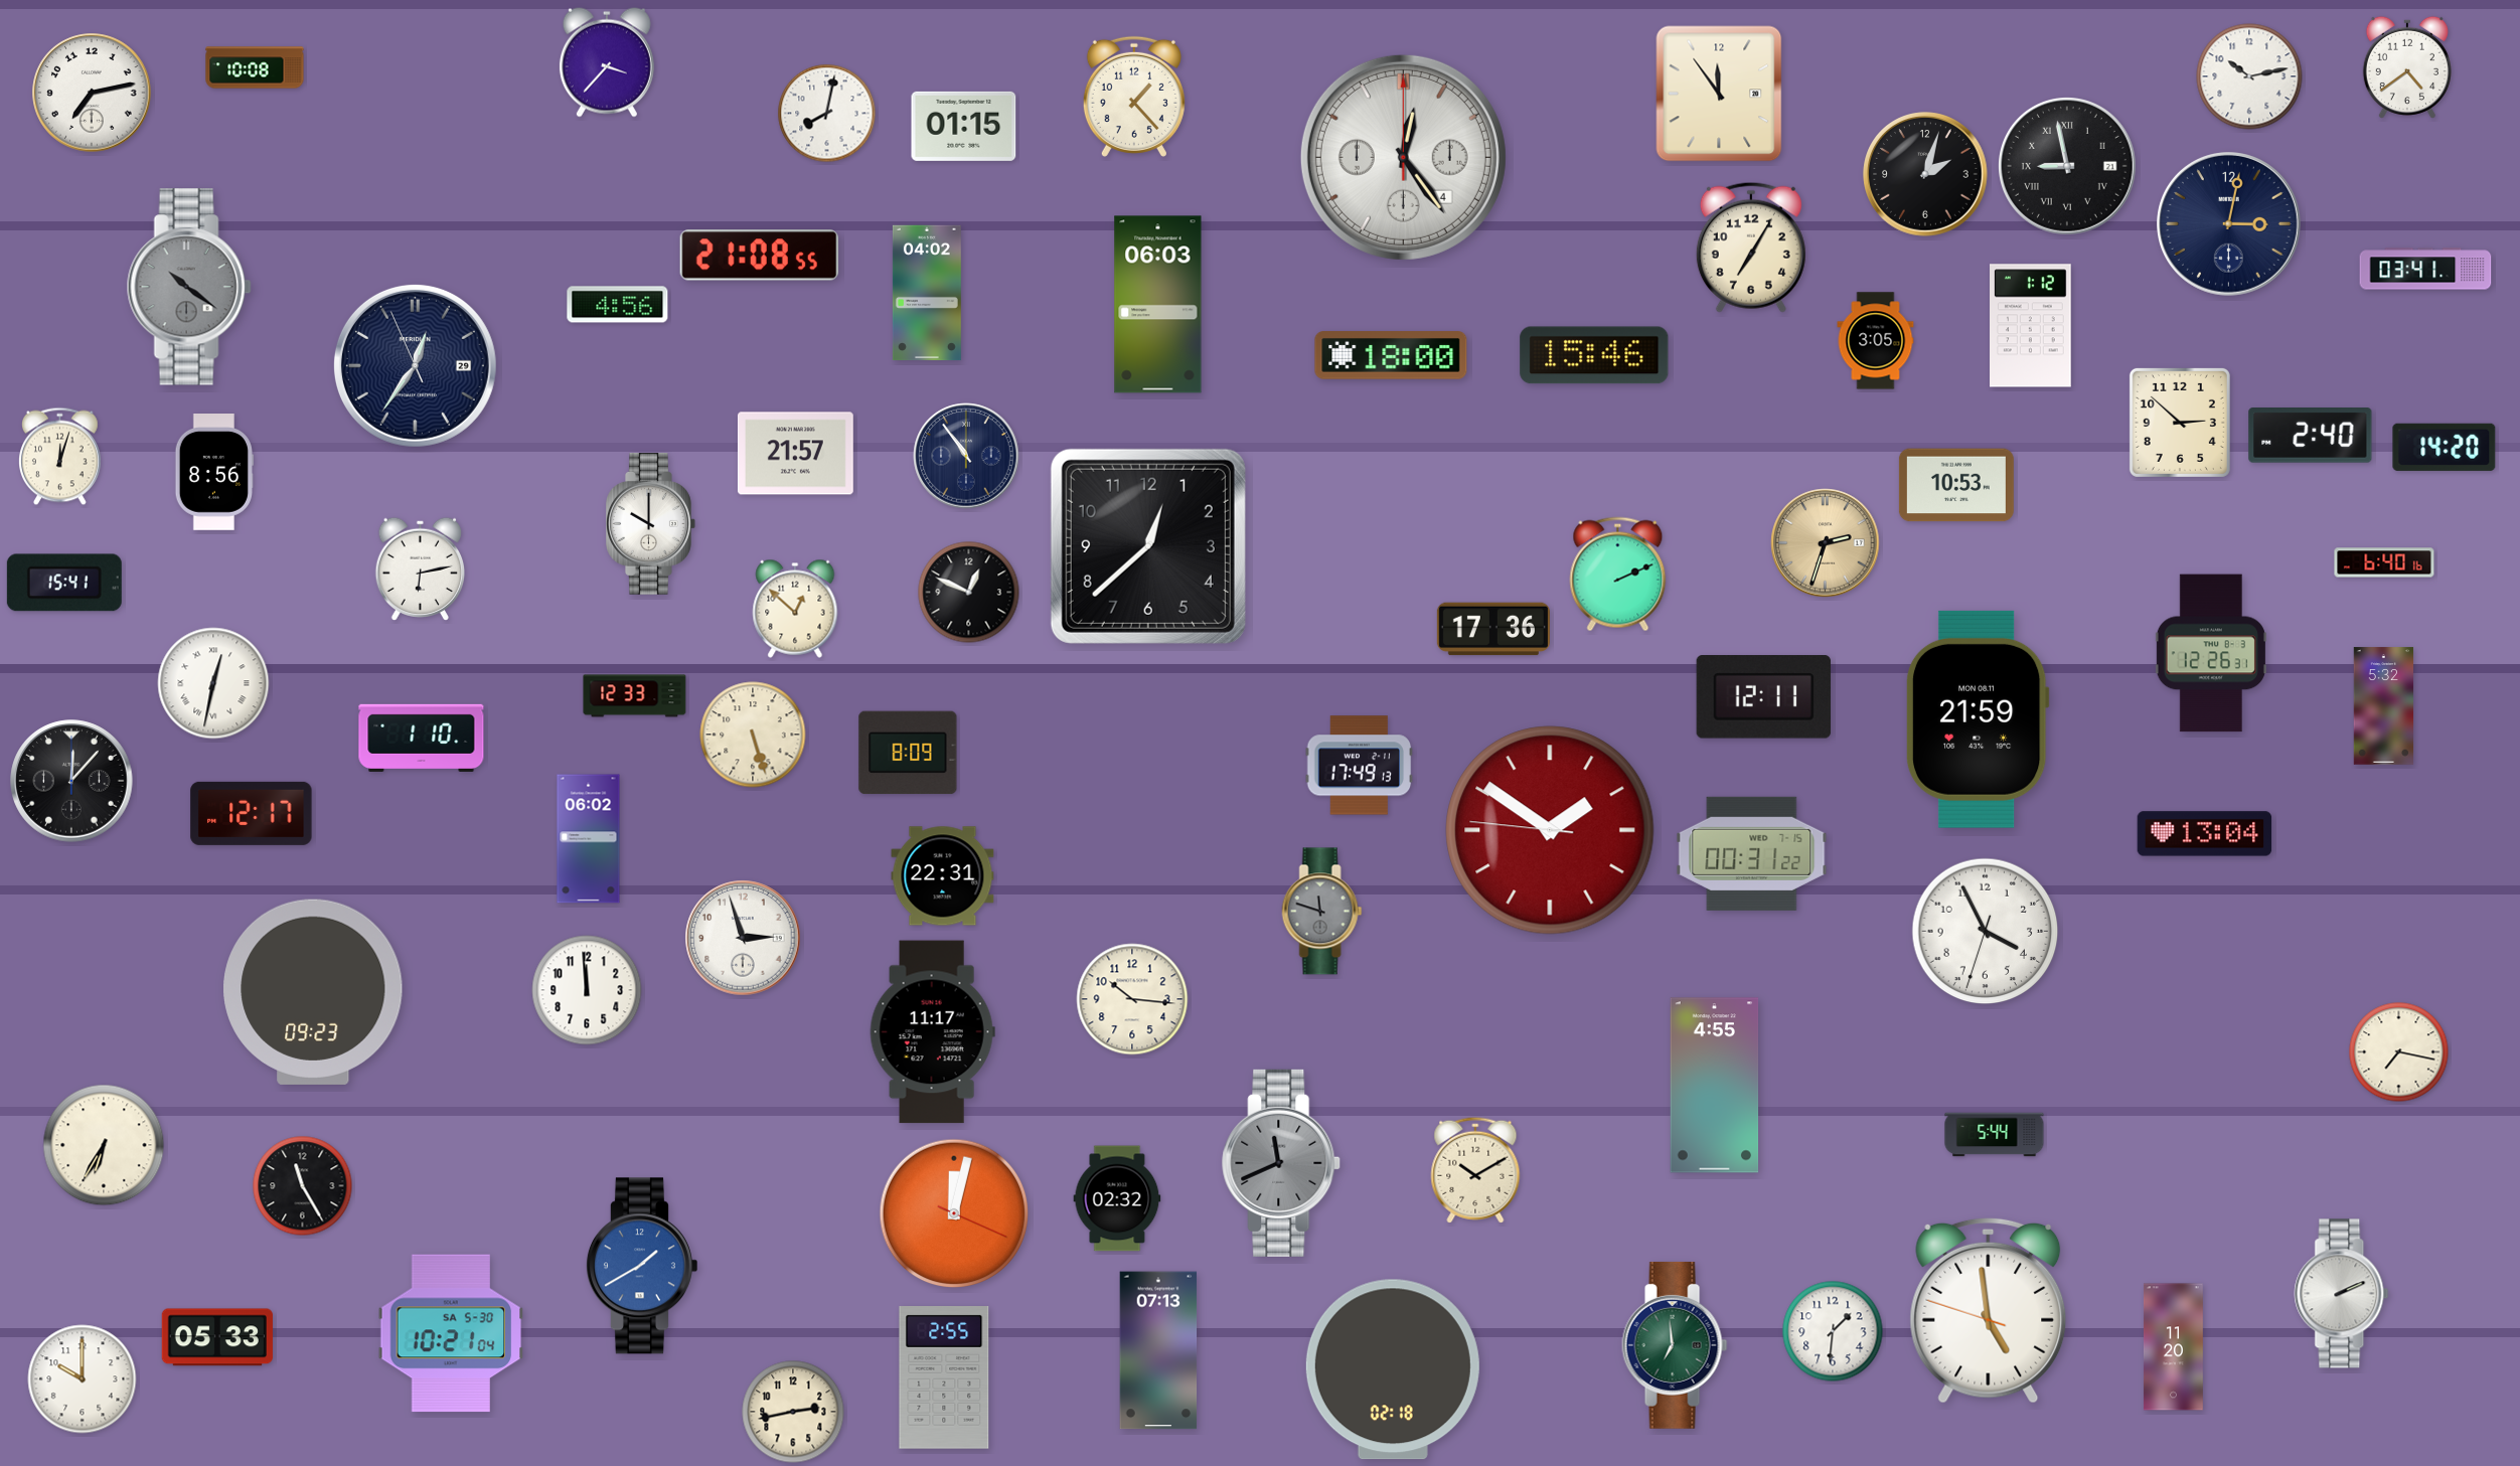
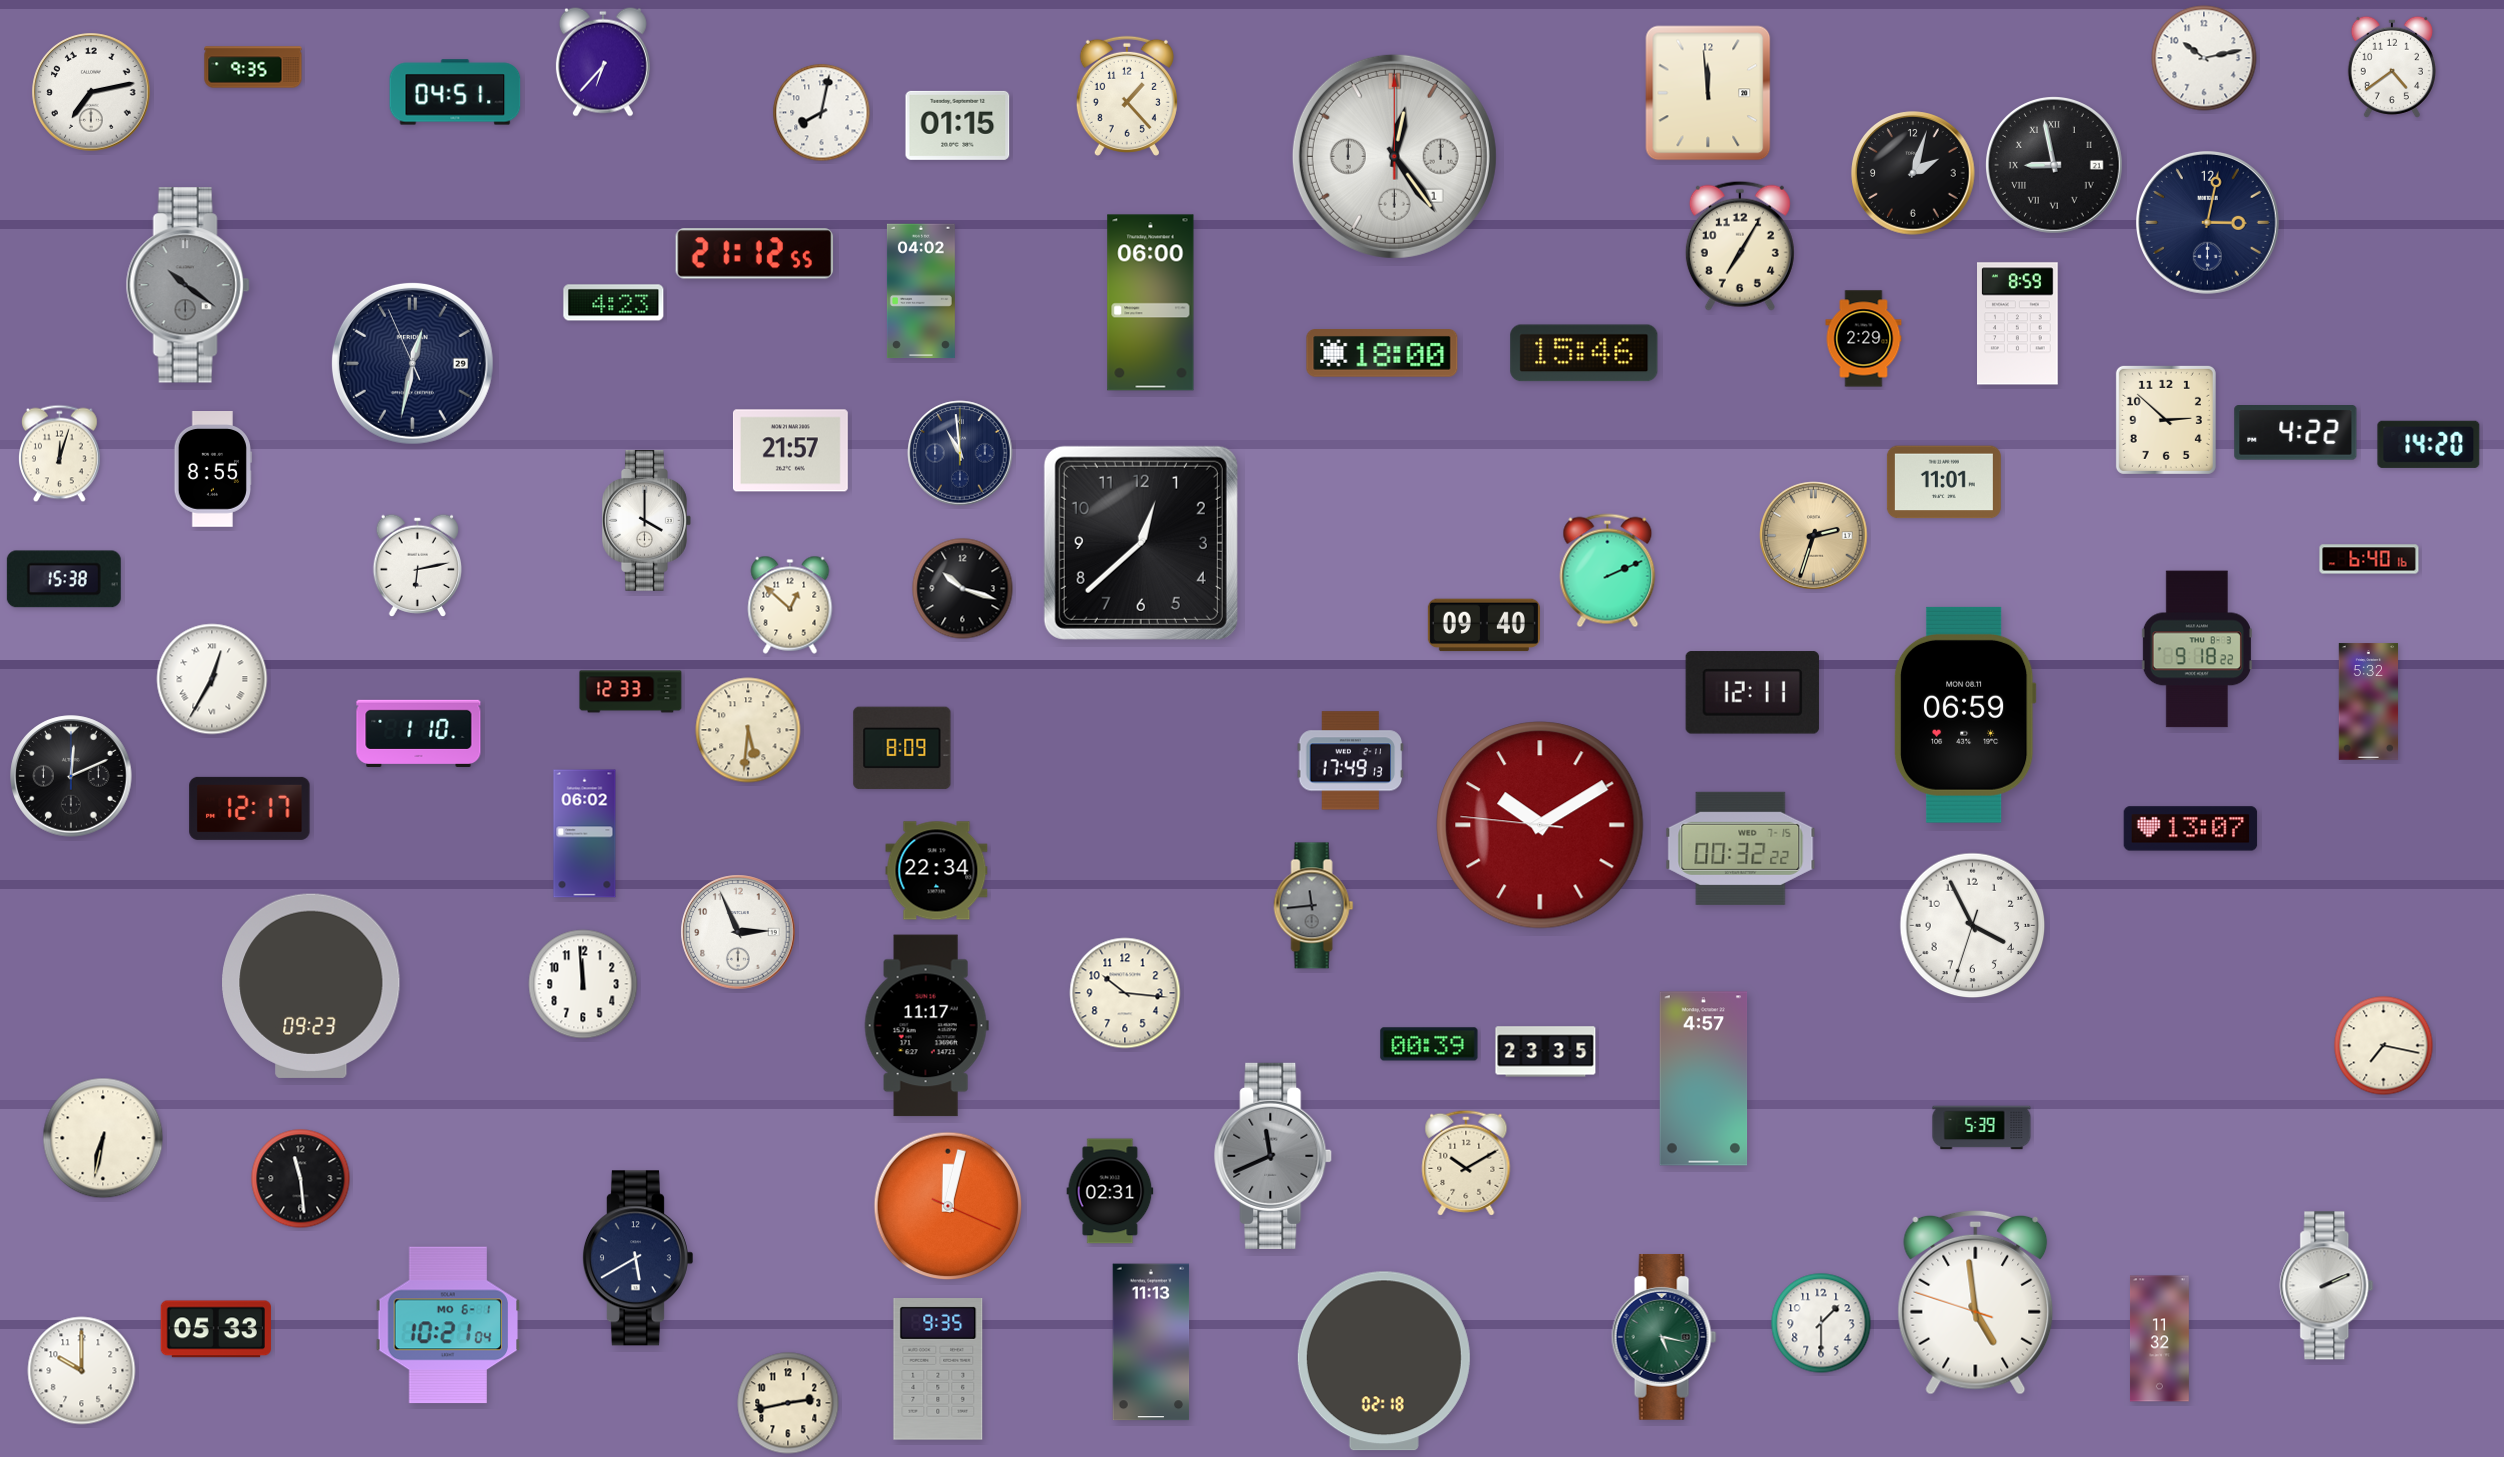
clock at (607, 62): 3:37 -> 6:37
clock at (255, 67): 10:08 -> 9:35
clock at (2249, 76) position: (2249, 76) -> (2204, 58)
clock at (455, 92): none -> 04:51
clock at (1719, 94): 11:54 -> 11:59
clock at (1403, 157) date: 4 -> 1
clock at (2229, 224) position: (2229, 224) -> (2208, 223)
clock at (760, 256): 21:08 -> 21:12
clock at (2425, 269): 03:41 -> none
clock at (618, 305): 4:56 -> 4:23
clock at (1158, 305): 06:03 -> 06:00
clock at (2031, 326): 1:12 -> 8:59
clock at (1876, 341): 3:05 -> 2:29
clock at (415, 365): 12:35 -> 12:31
clock at (2311, 436): 2:40 -> 4:22
clock at (966, 456): 10:54 -> 10:59
clock at (214, 472): 8:56 -> 8:55
clock at (1956, 485): 10:53 -> 11:01
clock at (651, 524): 10:00 -> 4:00
clock at (1826, 543) position: (1826, 543) -> (1814, 536)
clock at (64, 583): 15:41 -> 15:38
clock at (969, 593): 12:49 -> 10:18
clock at (1493, 629): 17:36 -> 09:40
clock at (2211, 653): 12:26 -> 9:18
clock at (213, 683): 12:32 -> 12:35
clock at (1978, 719): 21:59 -> 06:59
clock at (753, 735): 5:27 -> 5:31
clock at (71, 781): 12:07 -> 12:11
clock at (1550, 830): 1:50 -> 10:09
clock at (2205, 834): 13:04 -> 13:07
clock at (1752, 853): 00:31 -> 00:32
clock at (943, 876): 22:31 -> 22:34
clock at (1322, 912): 11:48 -> 11:44
clock at (743, 938): 2:57 -> 2:56
clock at (1429, 1044): none -> 00:39
clock at (1546, 1052): none -> 23:35
clock at (1715, 1086): 4:55 -> 4:57
clock at (1995, 1135): 5:44 -> 5:39
clock at (104, 1145): 6:35 -> 6:32
clock at (303, 1186): 11:25 -> 11:29
clock at (1117, 1198): 02:32 -> 02:31
clock at (641, 1266): 1:40 -> 5:40
clock at (641, 1266) dial: blue -> navy
clock at (1833, 1331): 1:31 -> 1:30
clock at (451, 1333) date: SA 5-30 -> MO 6-1
clock at (1675, 1345): 6:59 -> 5:17
clock at (2173, 1347): 11:20 -> 11:32
clock at (1158, 1350): 07:13 -> 11:13
clock at (944, 1378): 2:55 -> 9:35
